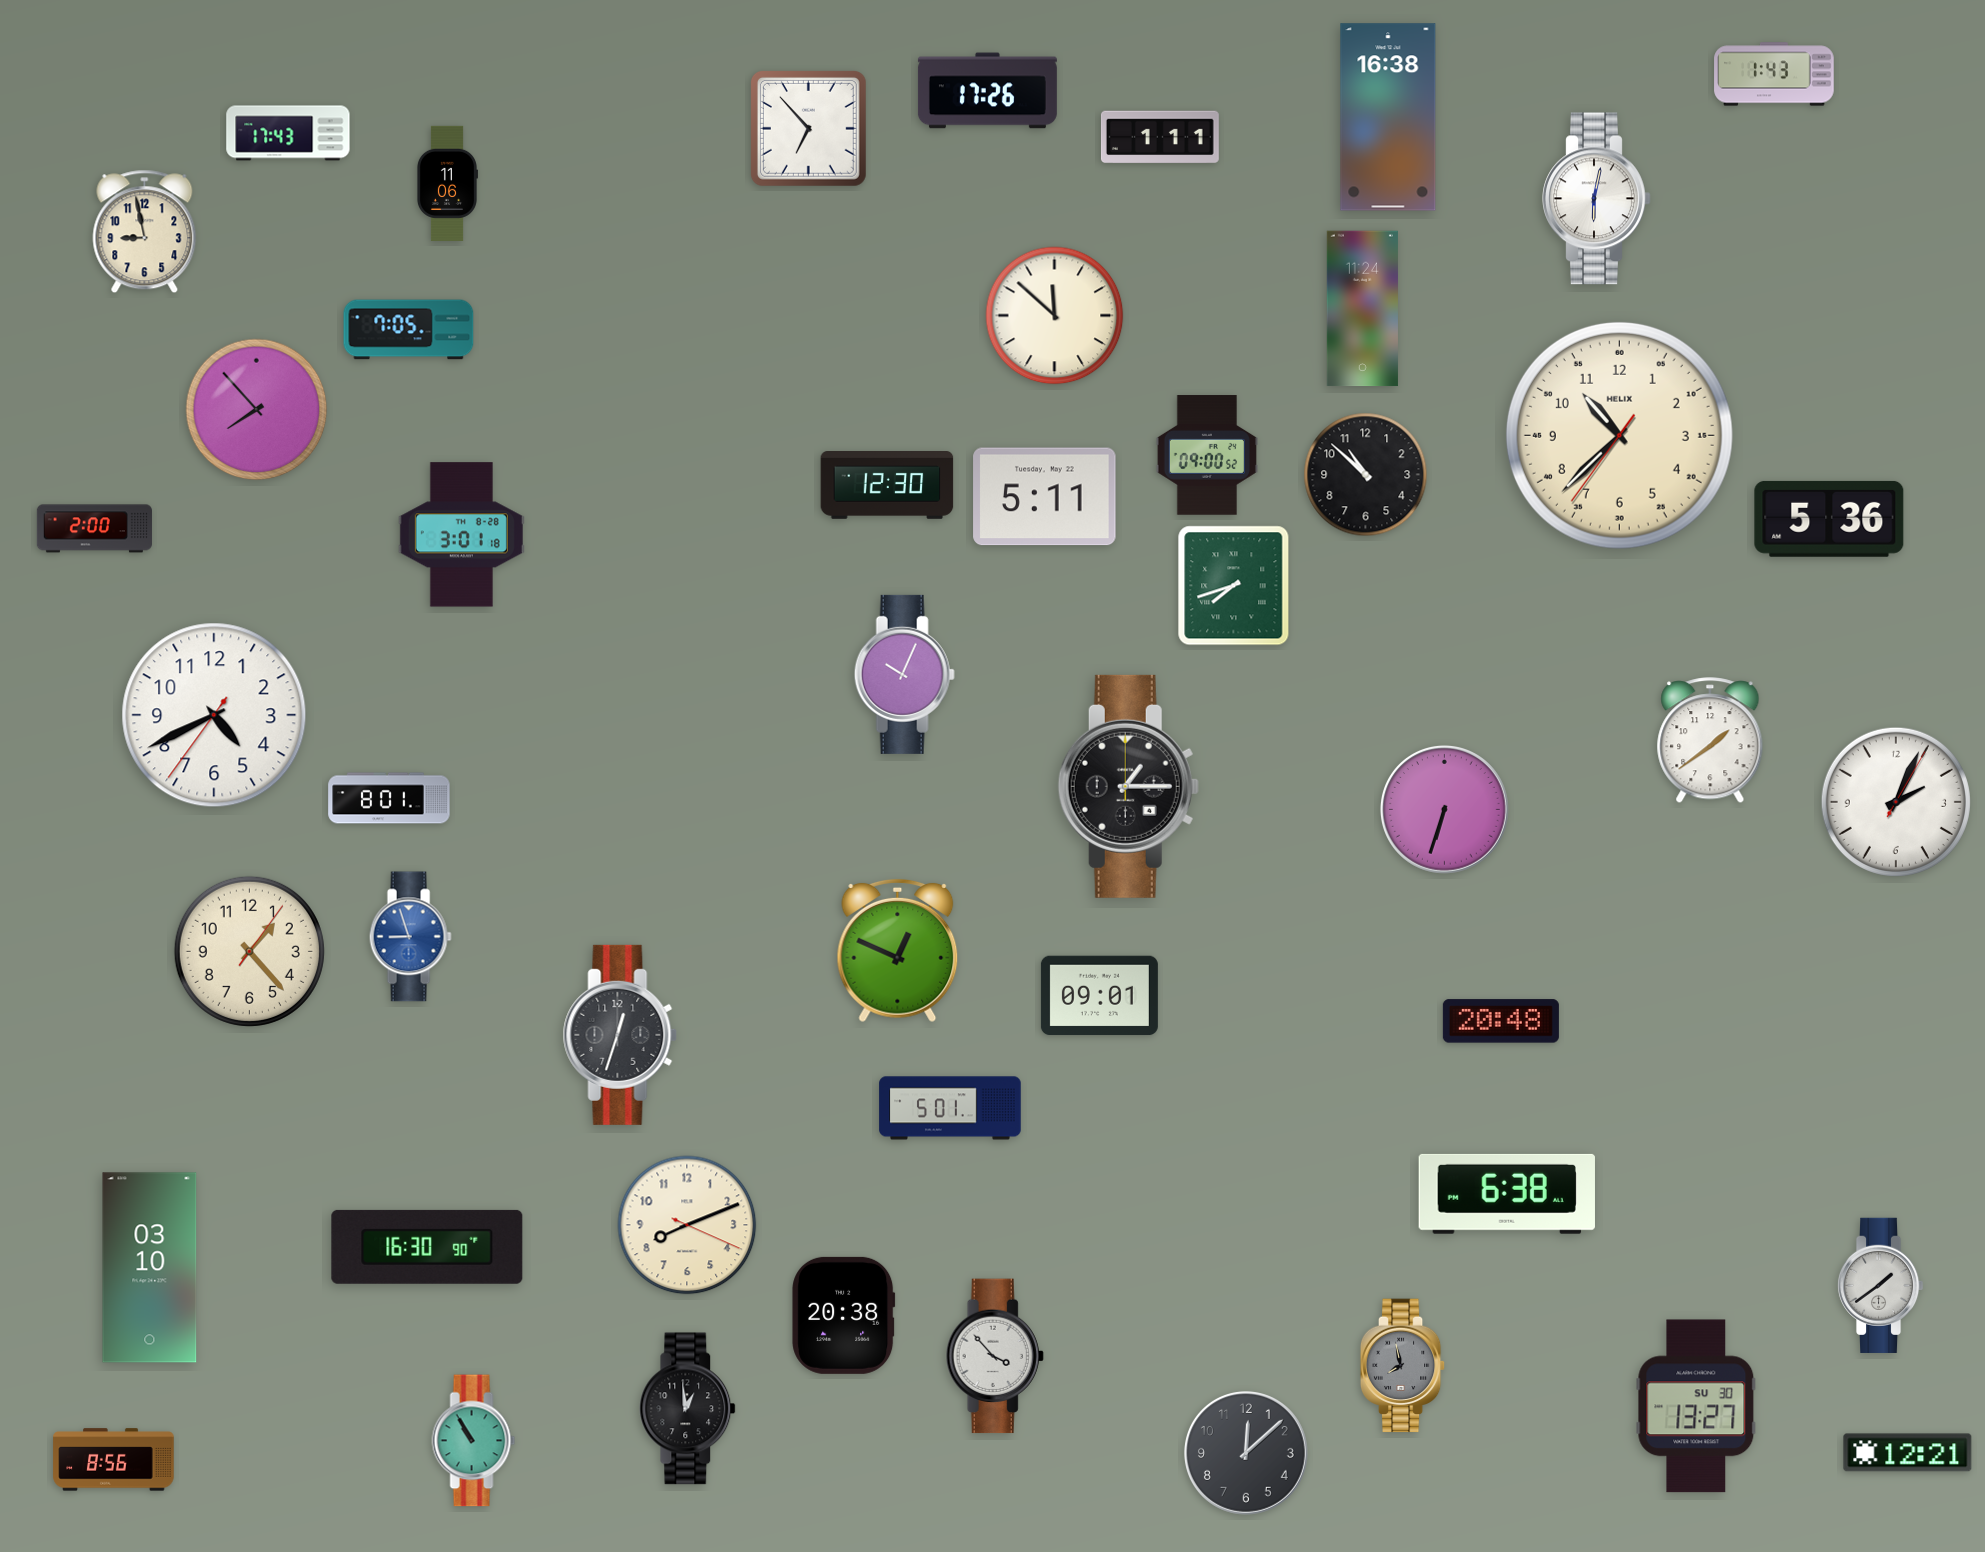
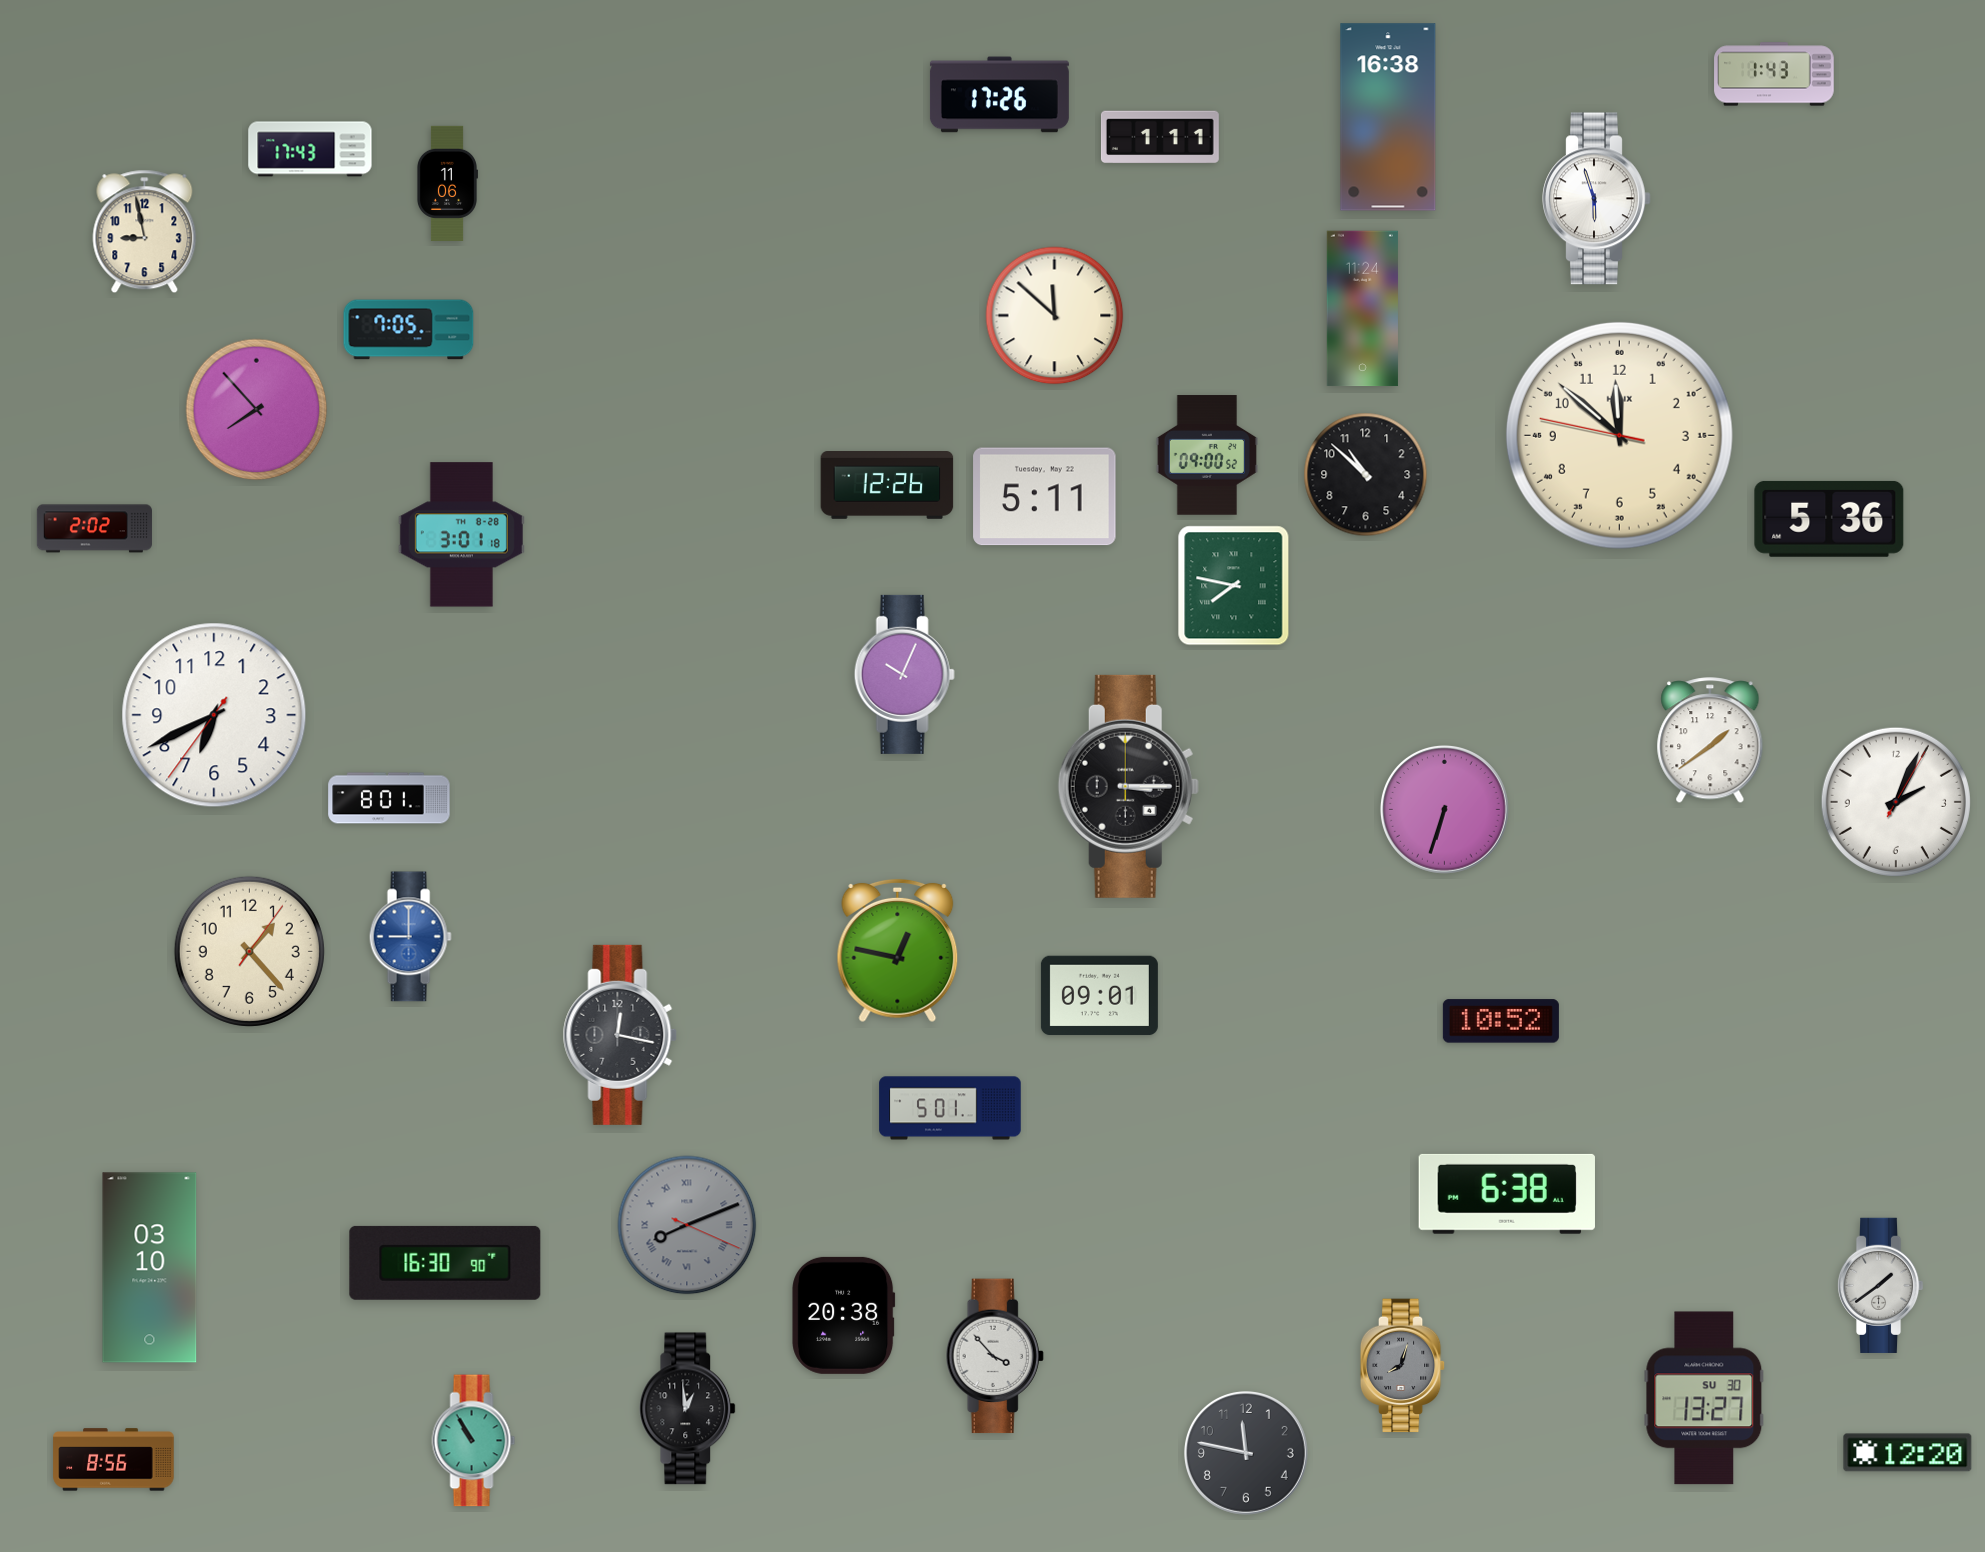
clock at (987, 91) position: (987, 91) -> (999, 95)
clock at (808, 128): 6:53 -> none
clock at (288, 133) position: (288, 133) -> (310, 149)
clock at (1597, 199): 6:02 -> 5:57
clock at (1619, 435): 10:37 -> 11:51
clock at (887, 486): 12:30 -> 12:26
clock at (94, 529): 2:00 -> 2:02
clock at (1234, 586): 7:42 -> 7:47
clock at (214, 715): 4:40 -> 6:40
clock at (1128, 786): 1:15 -> 3:15
clock at (410, 937): 8:57 -> 9:00
clock at (898, 951): 12:49 -> 12:47
clock at (1501, 1021): 20:48 -> 10:52
clock at (620, 1035): 12:33 -> 12:17
clock at (687, 1225) dial: cream -> grey
clock at (687, 1225) numerals: Arabic -> Roman
clock at (427, 1247) position: (427, 1247) -> (445, 1263)
clock at (1403, 1366): 7:58 -> 8:03
clock at (1696, 1406) position: (1696, 1406) -> (1704, 1398)
clock at (1246, 1453): 12:08 -> 11:47
clock at (1908, 1453): 12:21 -> 12:20
